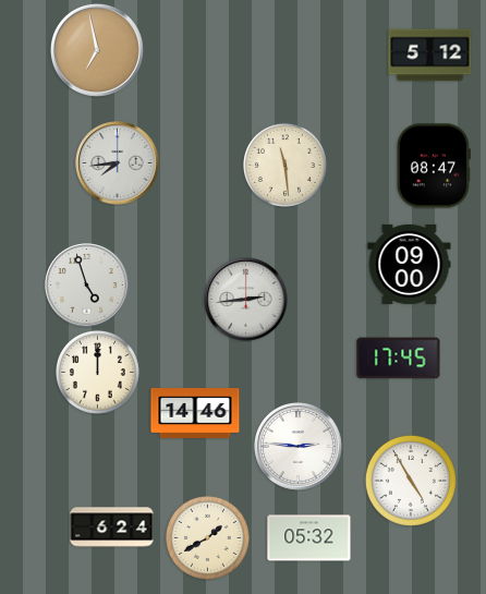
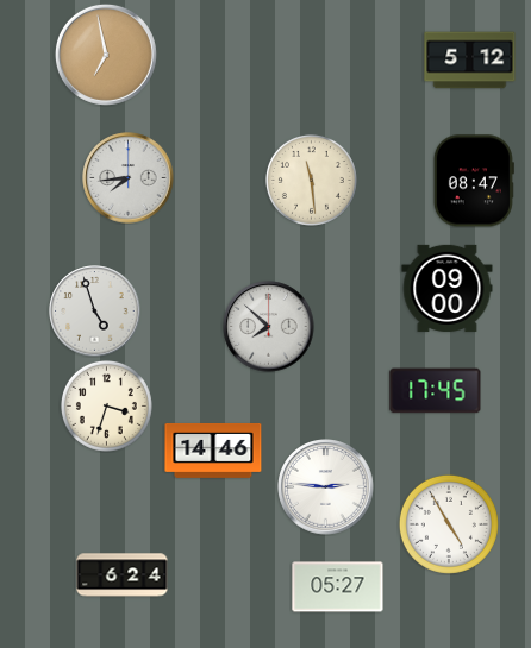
clock at (246, 300): 2:44 -> 7:52
clock at (97, 372): 12:00 -> 3:33
clock at (207, 537): 1:40 -> none
clock at (309, 538): 05:32 -> 05:27
